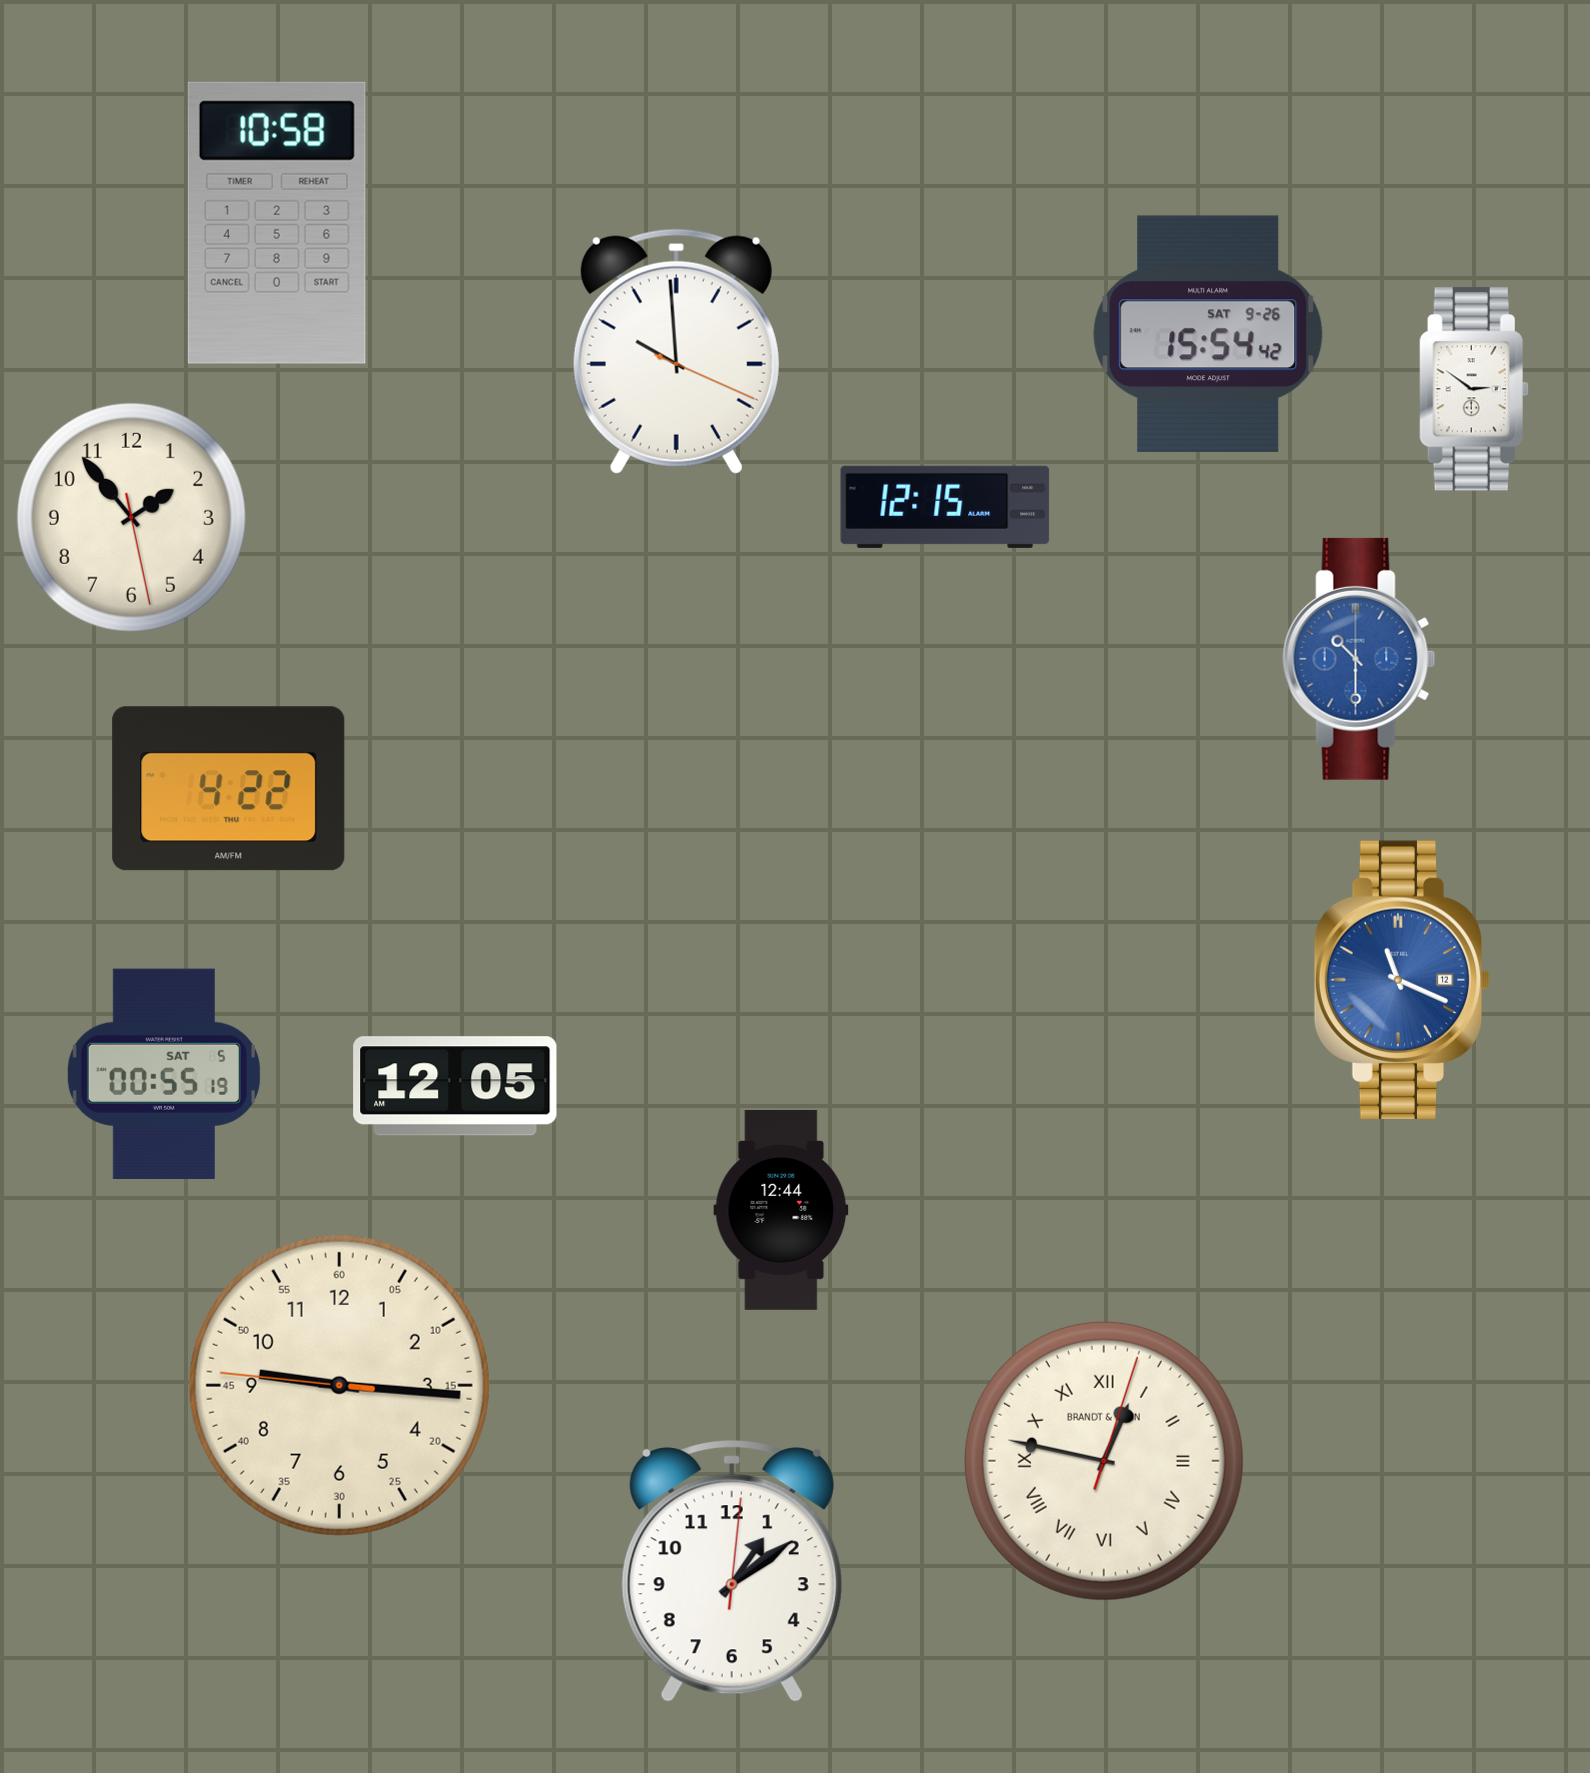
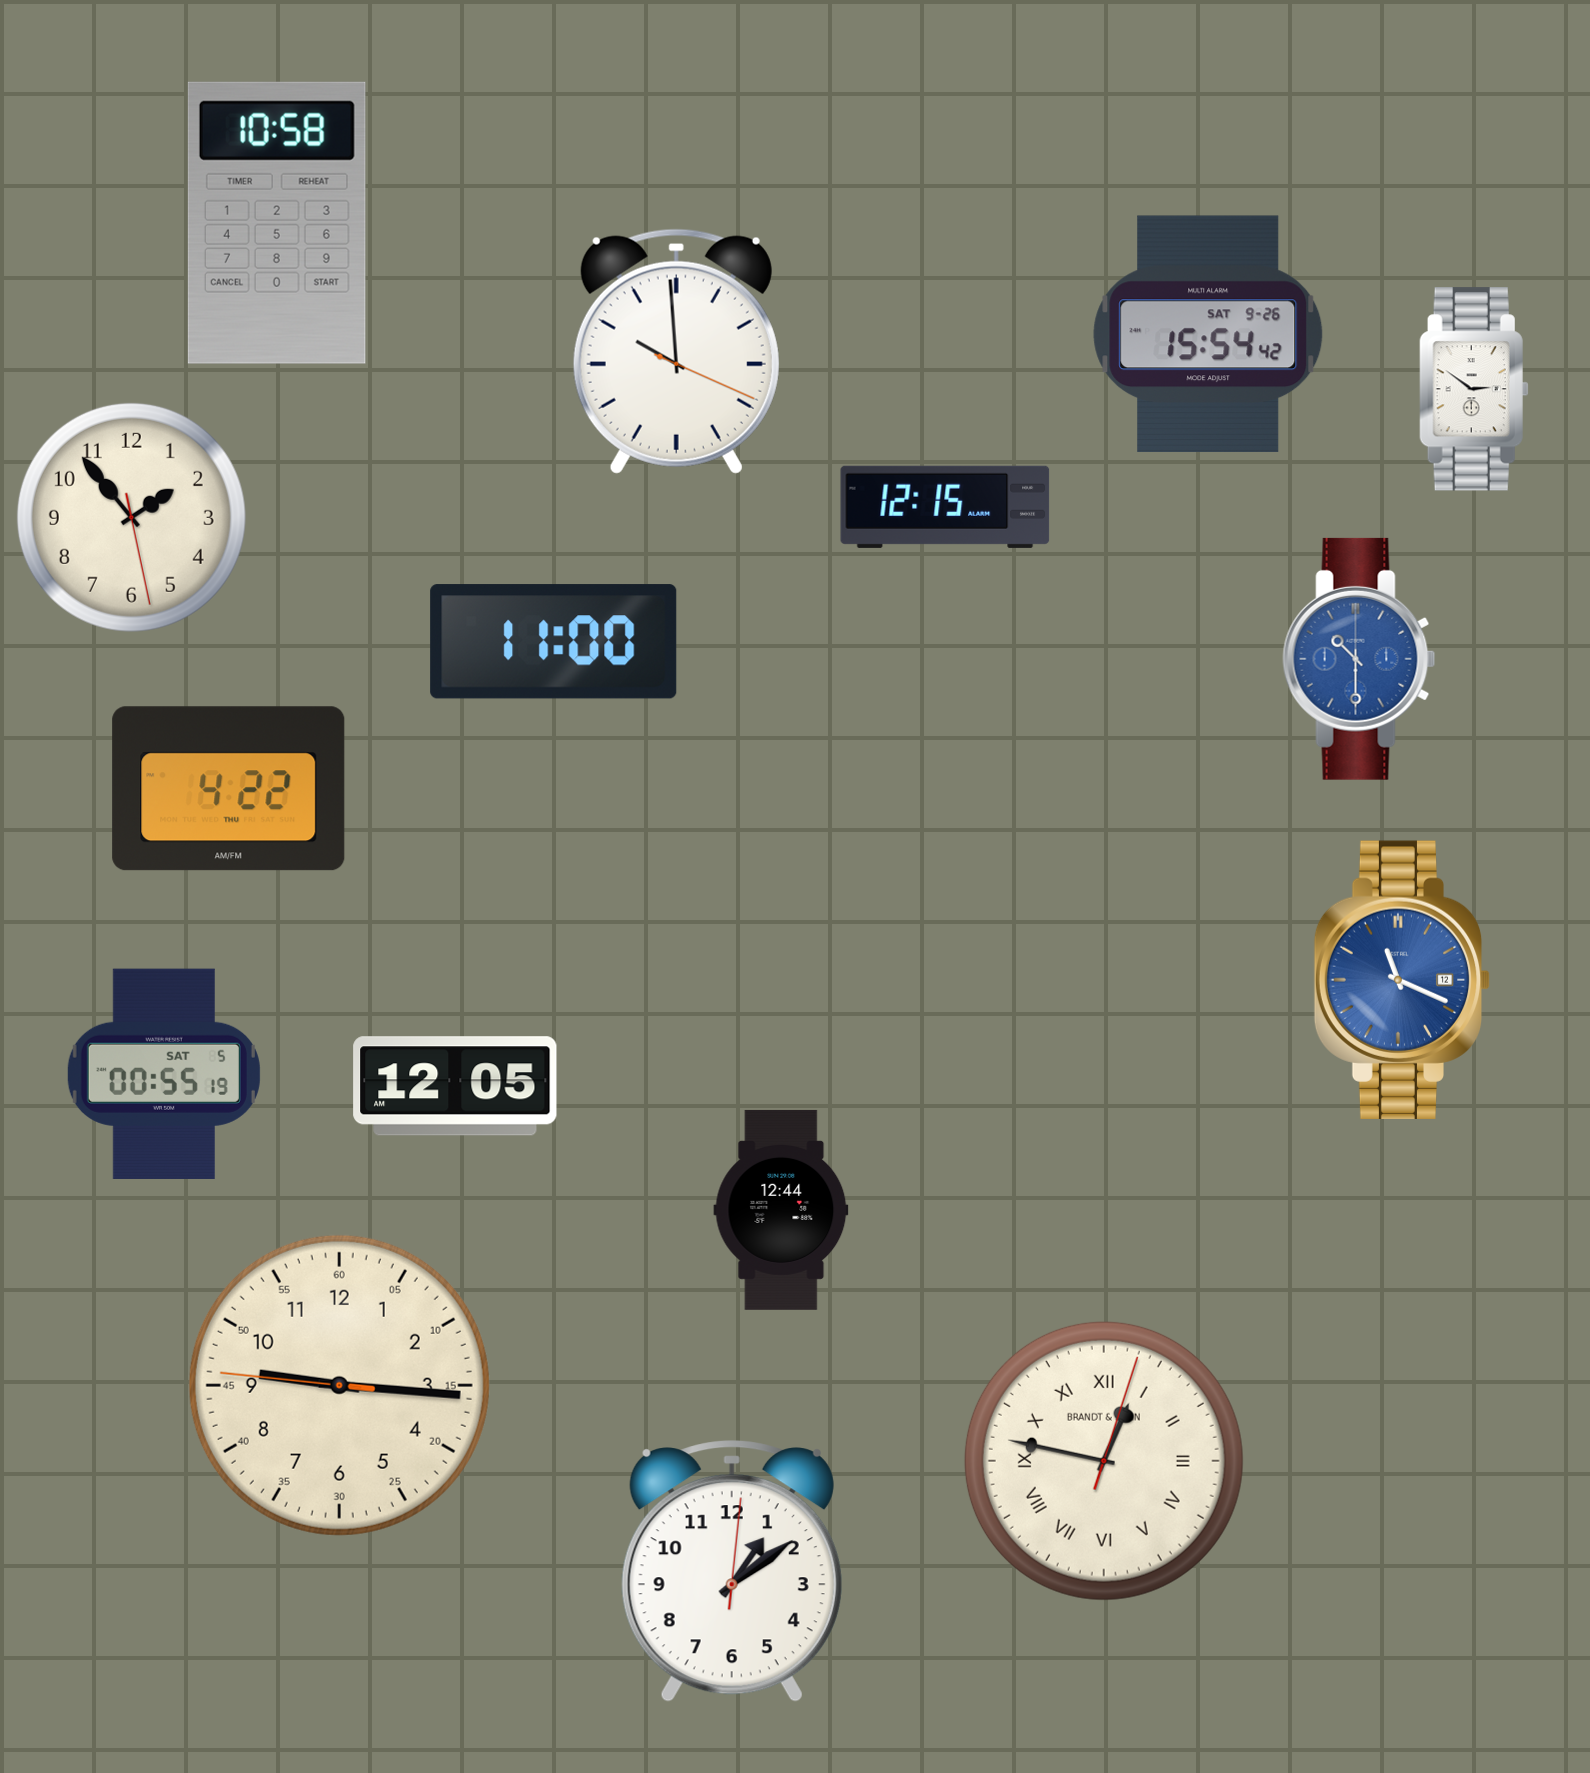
clock at (554, 642): none -> 11:00
